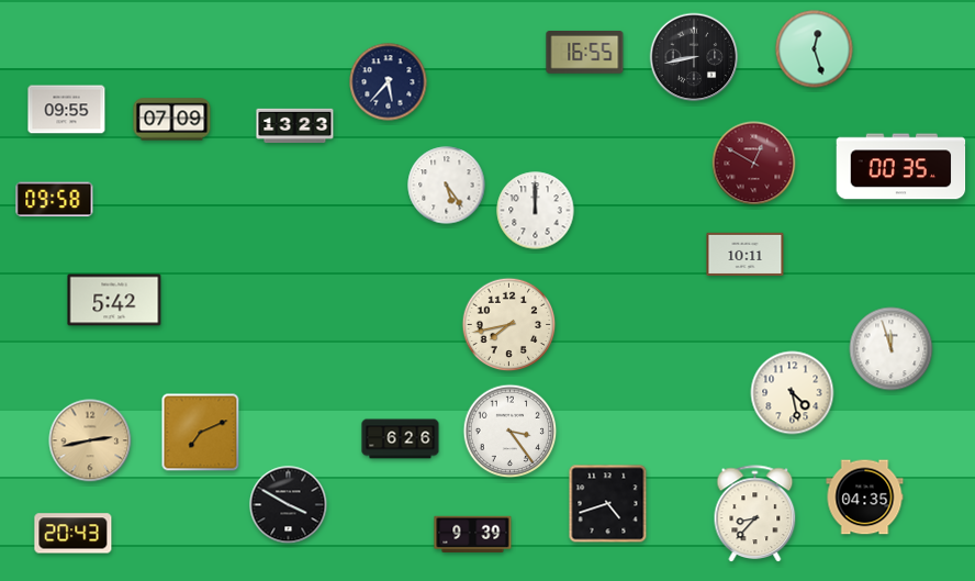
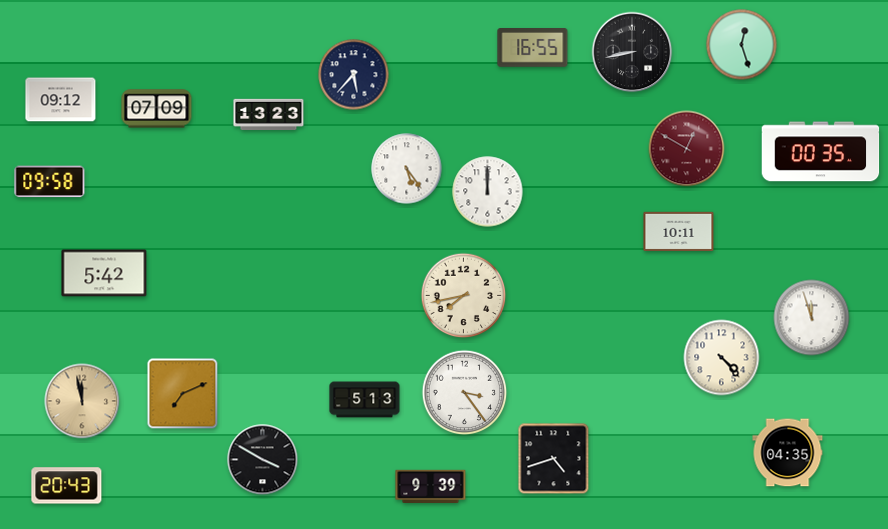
clock at (67, 110): 09:55 -> 09:12
clock at (793, 393): 4:28 -> 4:23
clock at (401, 439): 6:26 -> 5:13
clock at (90, 440): 2:43 -> 11:58
clock at (755, 513): 8:37 -> none
